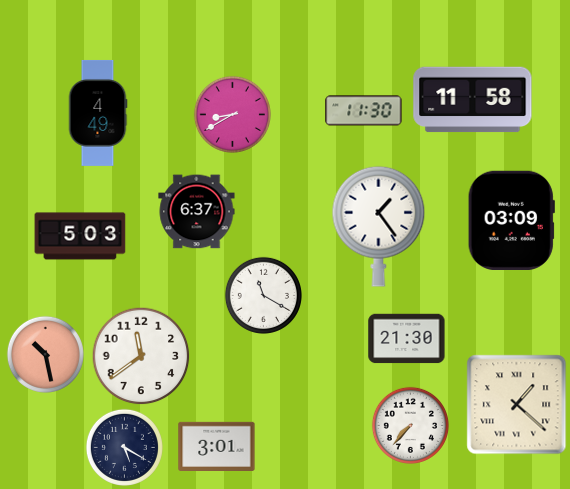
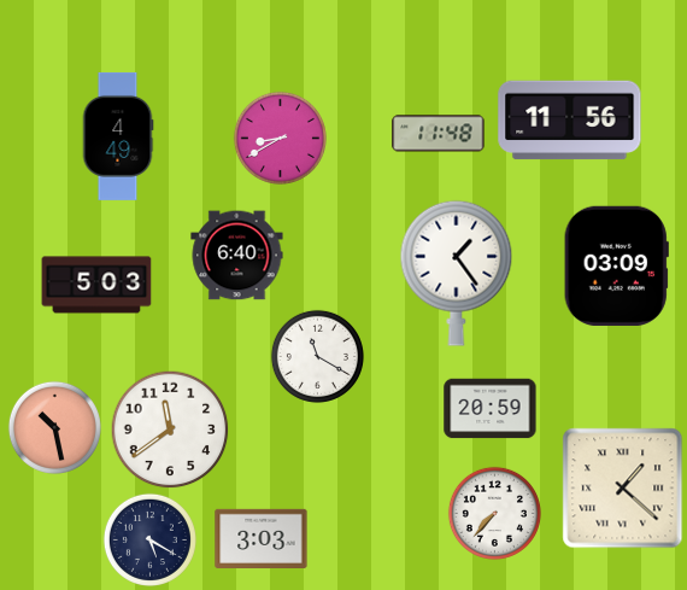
clock at (473, 100): 11:58 -> 11:56
clock at (364, 111): 11:30 -> 11:48
clock at (197, 212): 6:37 -> 6:40
clock at (407, 339): 21:30 -> 20:59
clock at (217, 446): 3:01 -> 3:03
